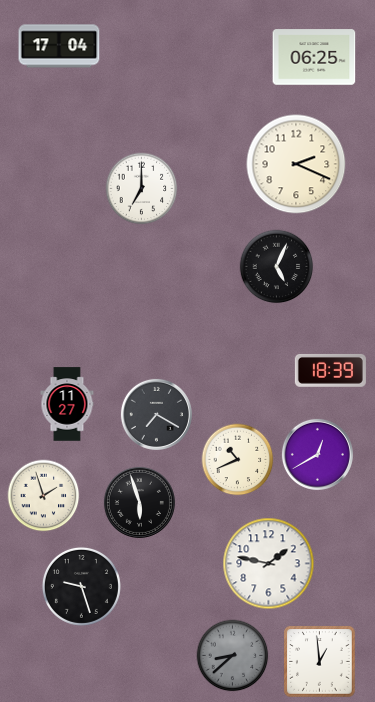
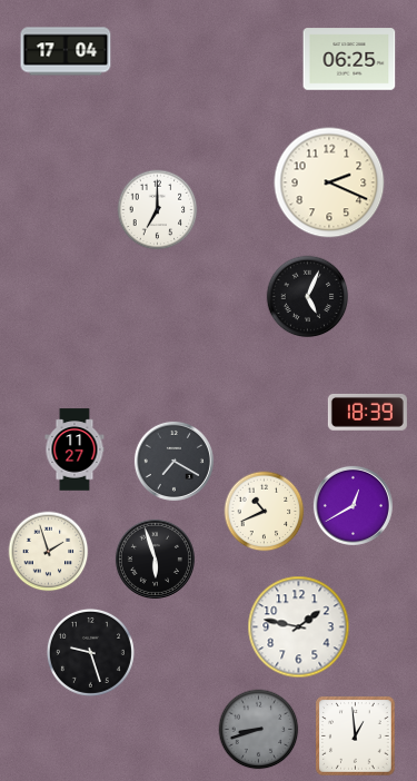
clock at (314, 57) position: (314, 57) -> (349, 59)
clock at (233, 656): 8:38 -> 8:42
